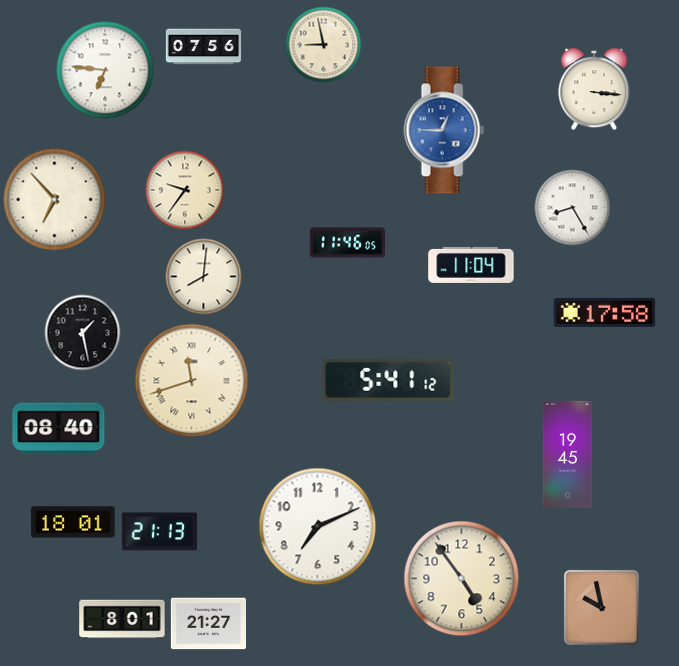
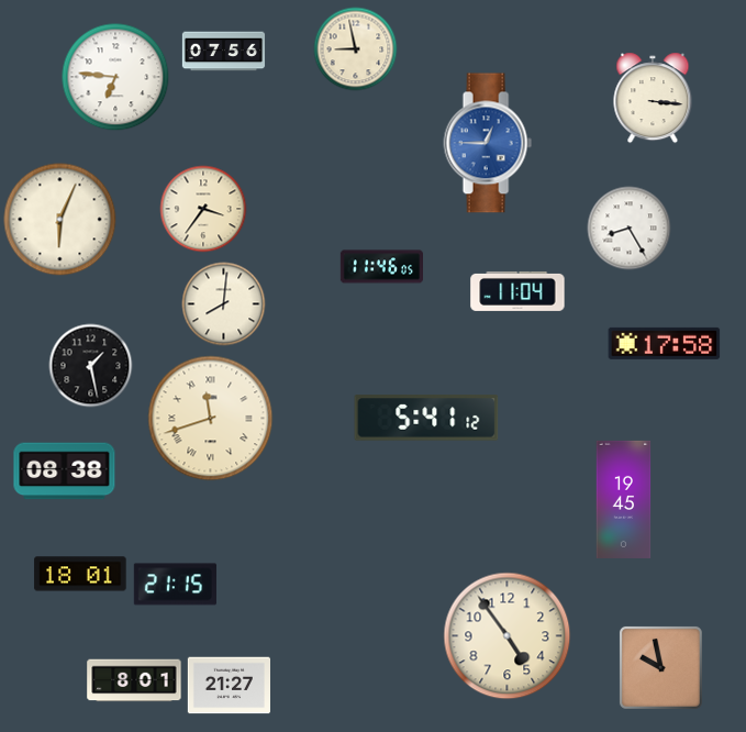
clock at (185, 190): 9:36 -> 3:36
clock at (55, 200): 6:53 -> 6:04
clock at (59, 429): 08:40 -> 08:38
clock at (318, 527): 7:11 -> none
clock at (159, 532): 21:13 -> 21:15
